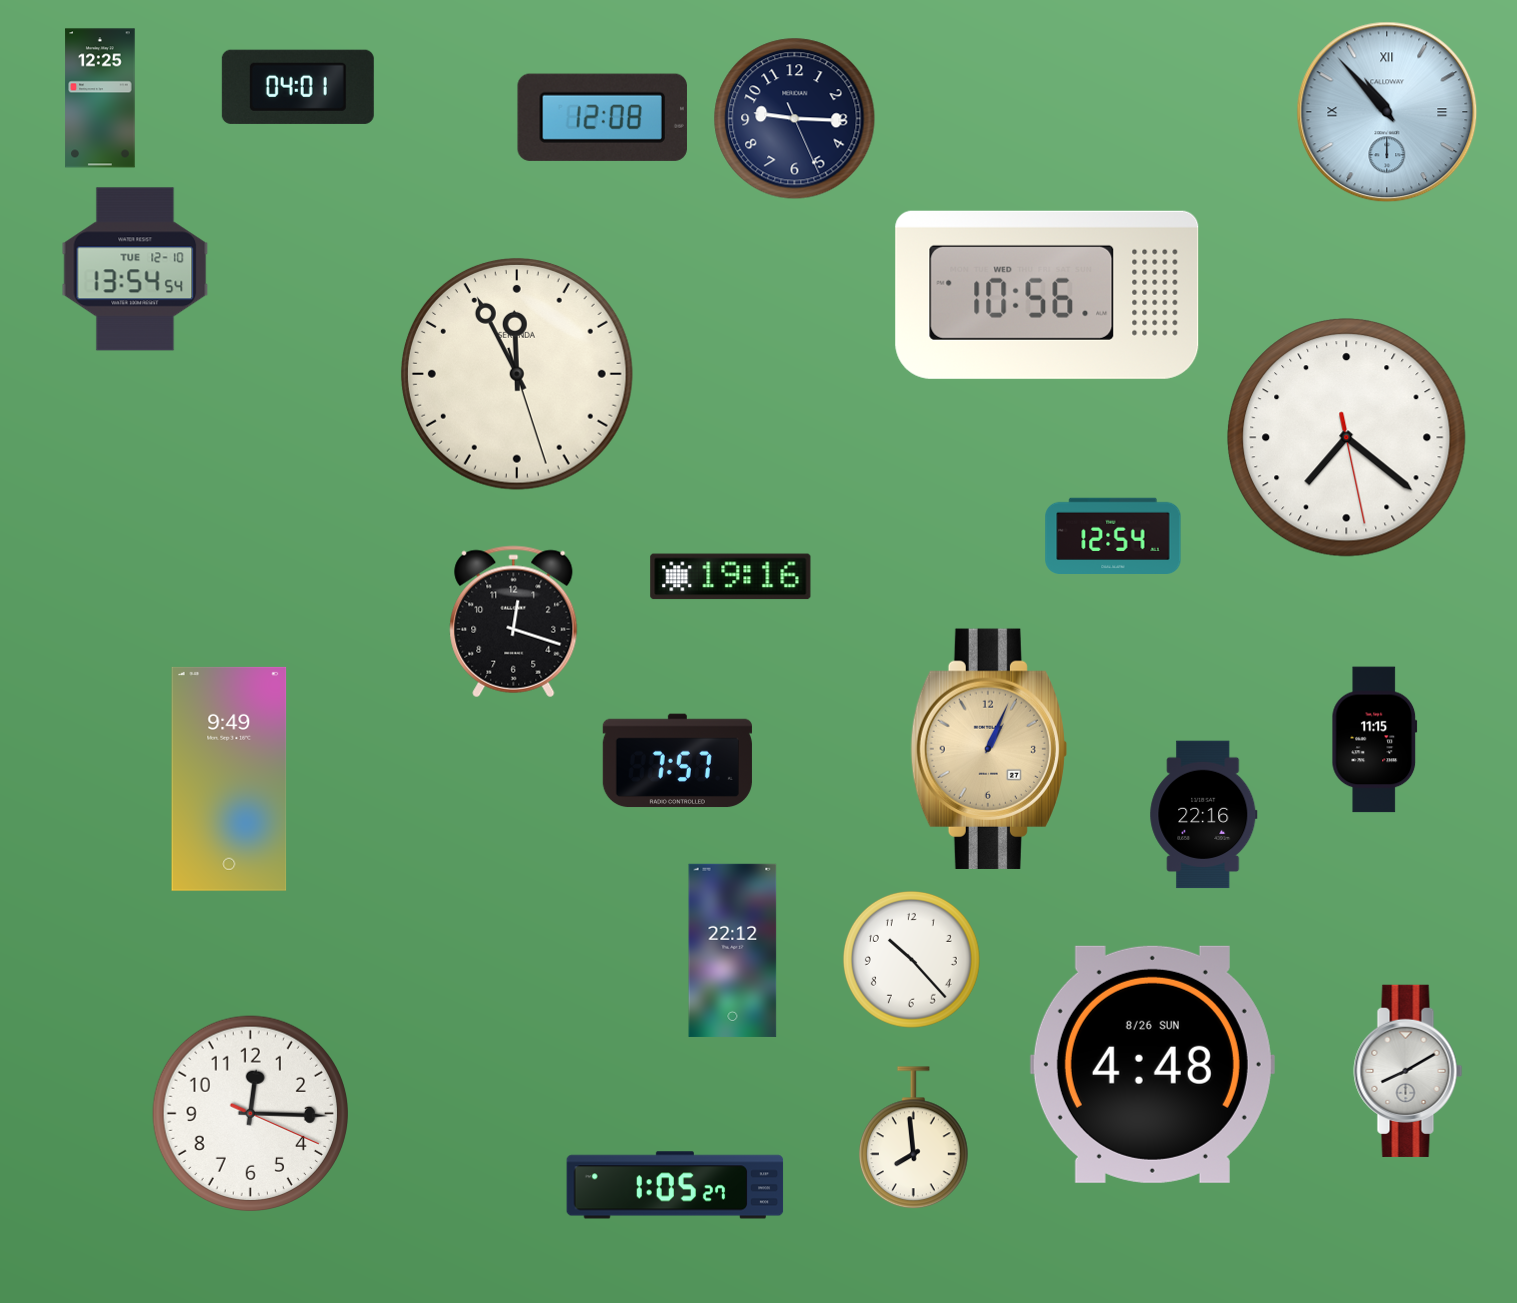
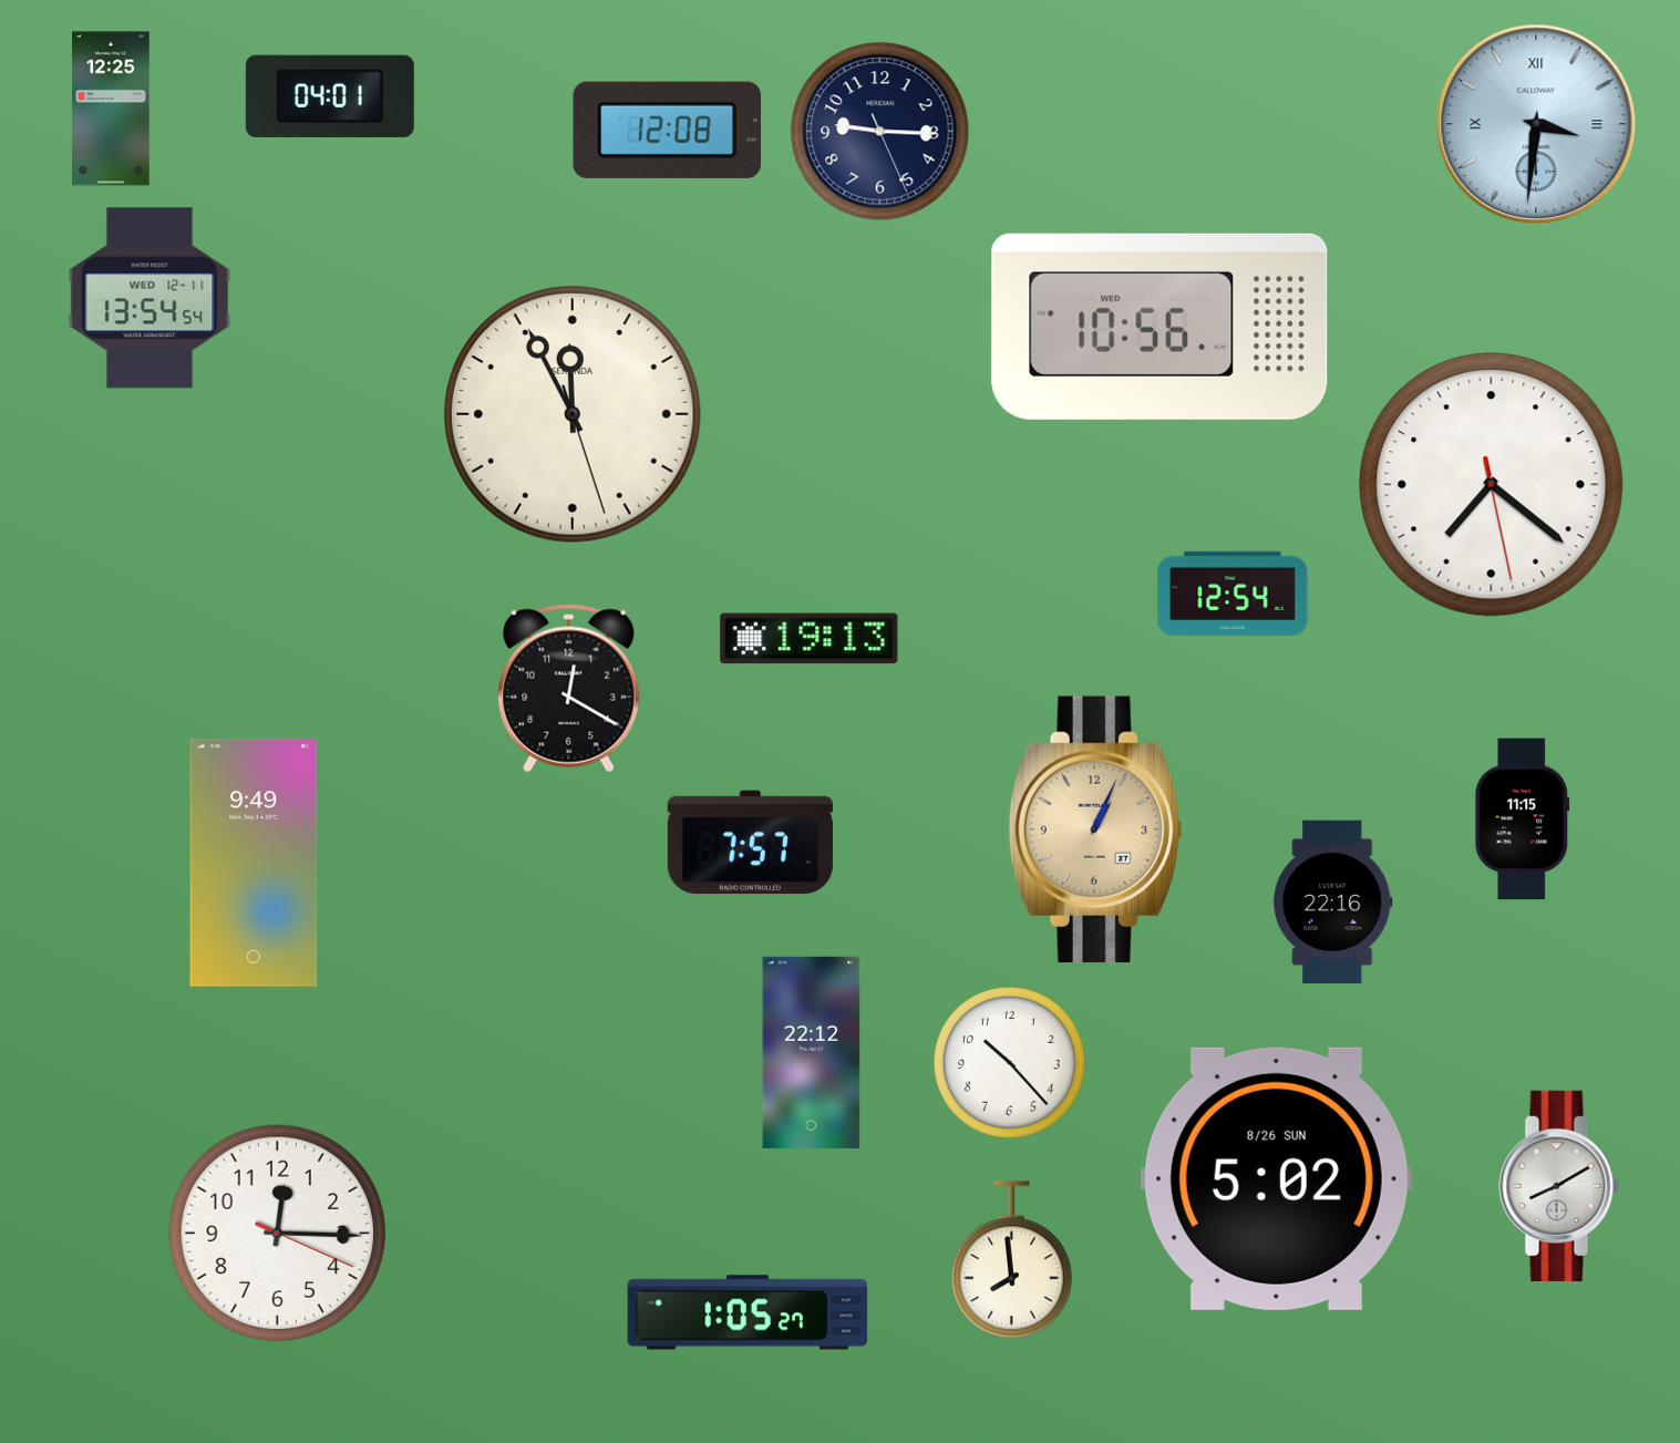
clock at (1387, 112): 10:53 -> 3:31
clock at (135, 269) date: TUE 12-10 -> WED 12-11
clock at (731, 577): 19:16 -> 19:13
clock at (514, 622): 12:18 -> 12:20
clock at (1152, 1064): 4:48 -> 5:02
